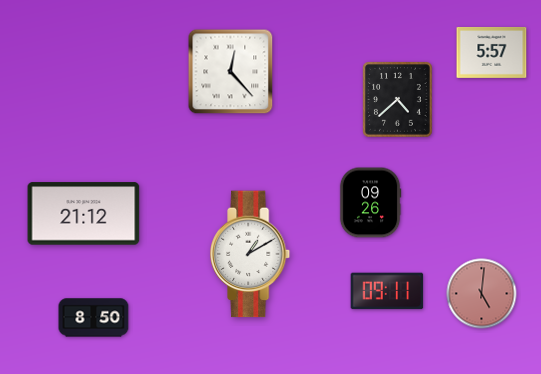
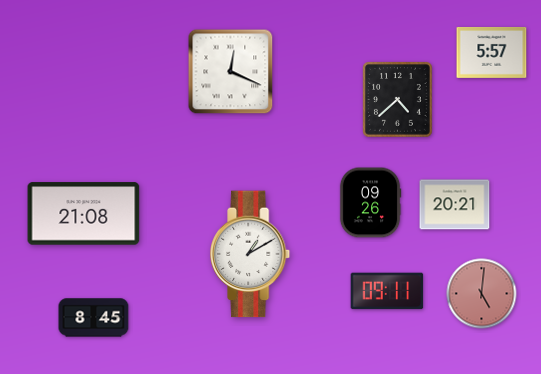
clock at (231, 72): 12:23 -> 12:19
clock at (455, 205): none -> 20:21
clock at (84, 214): 21:12 -> 21:08
clock at (94, 318): 8:50 -> 8:45
